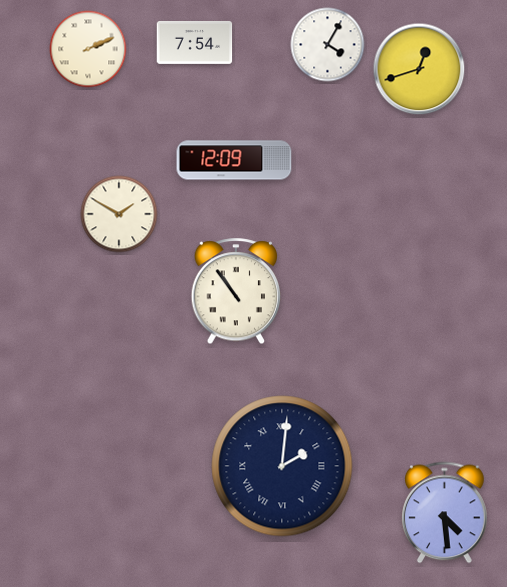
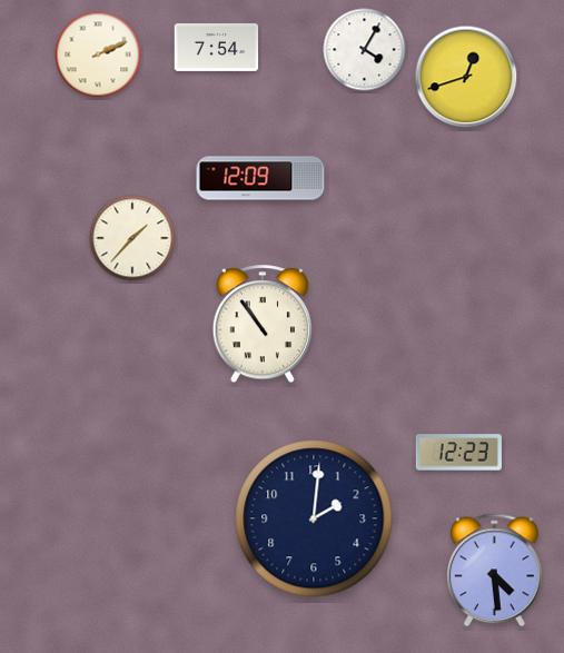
clock at (119, 214): 1:50 -> 1:37
clock at (458, 453): none -> 12:23
clock at (282, 466) numerals: Roman -> Arabic
